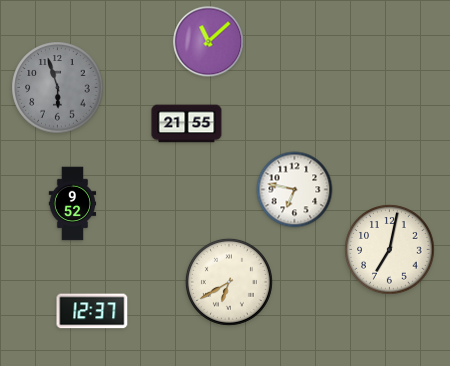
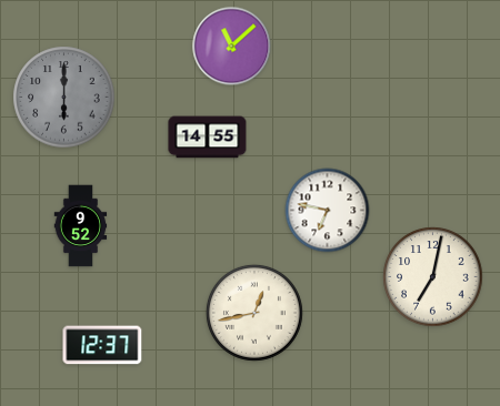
clock at (58, 88): 5:57 -> 6:00
clock at (187, 124): 21:55 -> 14:55
clock at (229, 282): 6:40 -> 12:43
